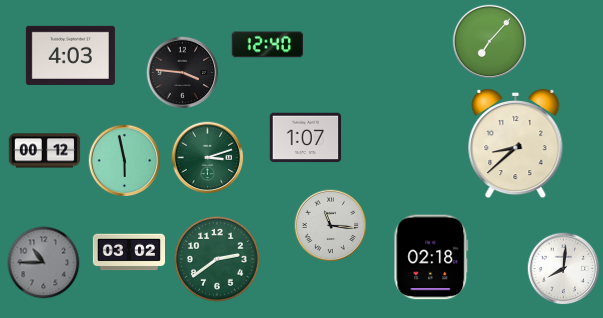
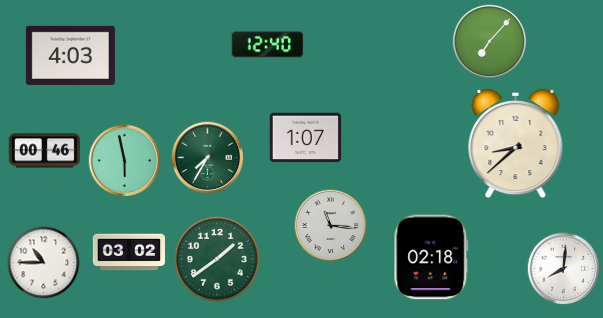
clock at (183, 73): 3:46 -> none
clock at (45, 151): 00:12 -> 00:46
clock at (208, 158): 3:12 -> 7:35
clock at (217, 259): 2:39 -> 1:39
clock at (44, 263) dial: grey -> white
